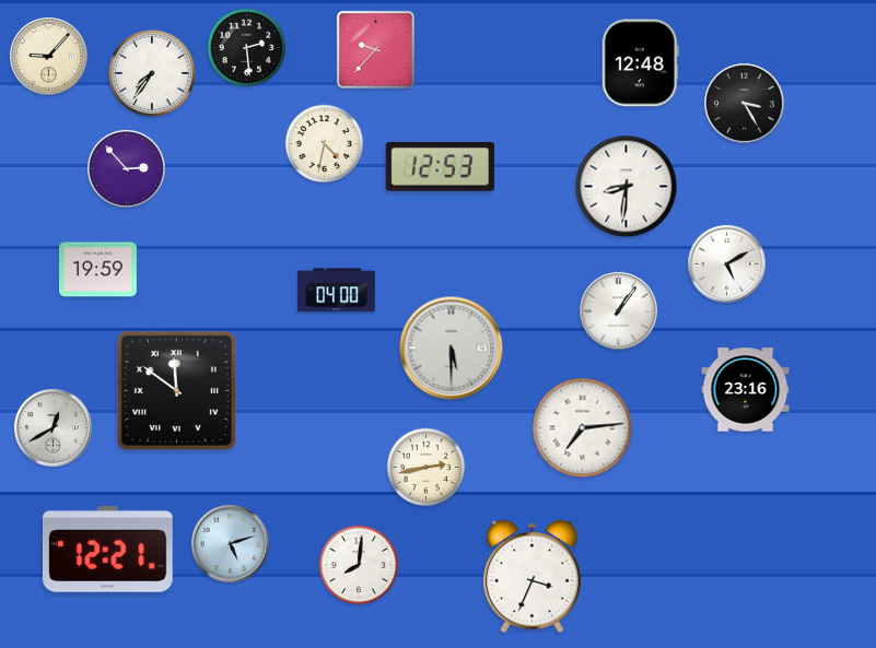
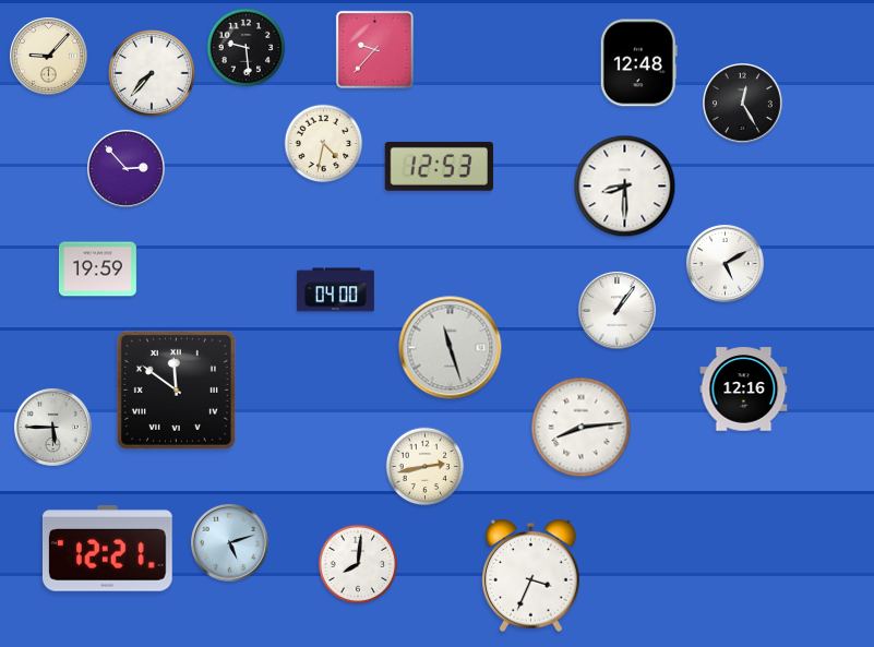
clock at (247, 48): 2:29 -> 9:29
clock at (152, 73): 7:36 -> 7:37
clock at (745, 104): 3:25 -> 12:25
clock at (627, 187): 8:31 -> 8:30
clock at (452, 349): 5:30 -> 11:27
clock at (746, 390): 23:16 -> 12:16
clock at (52, 427): 12:40 -> 5:45
clock at (583, 428): 7:14 -> 8:14
